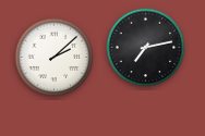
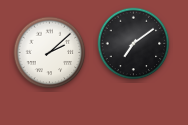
clock at (146, 48): 7:13 -> 7:09
